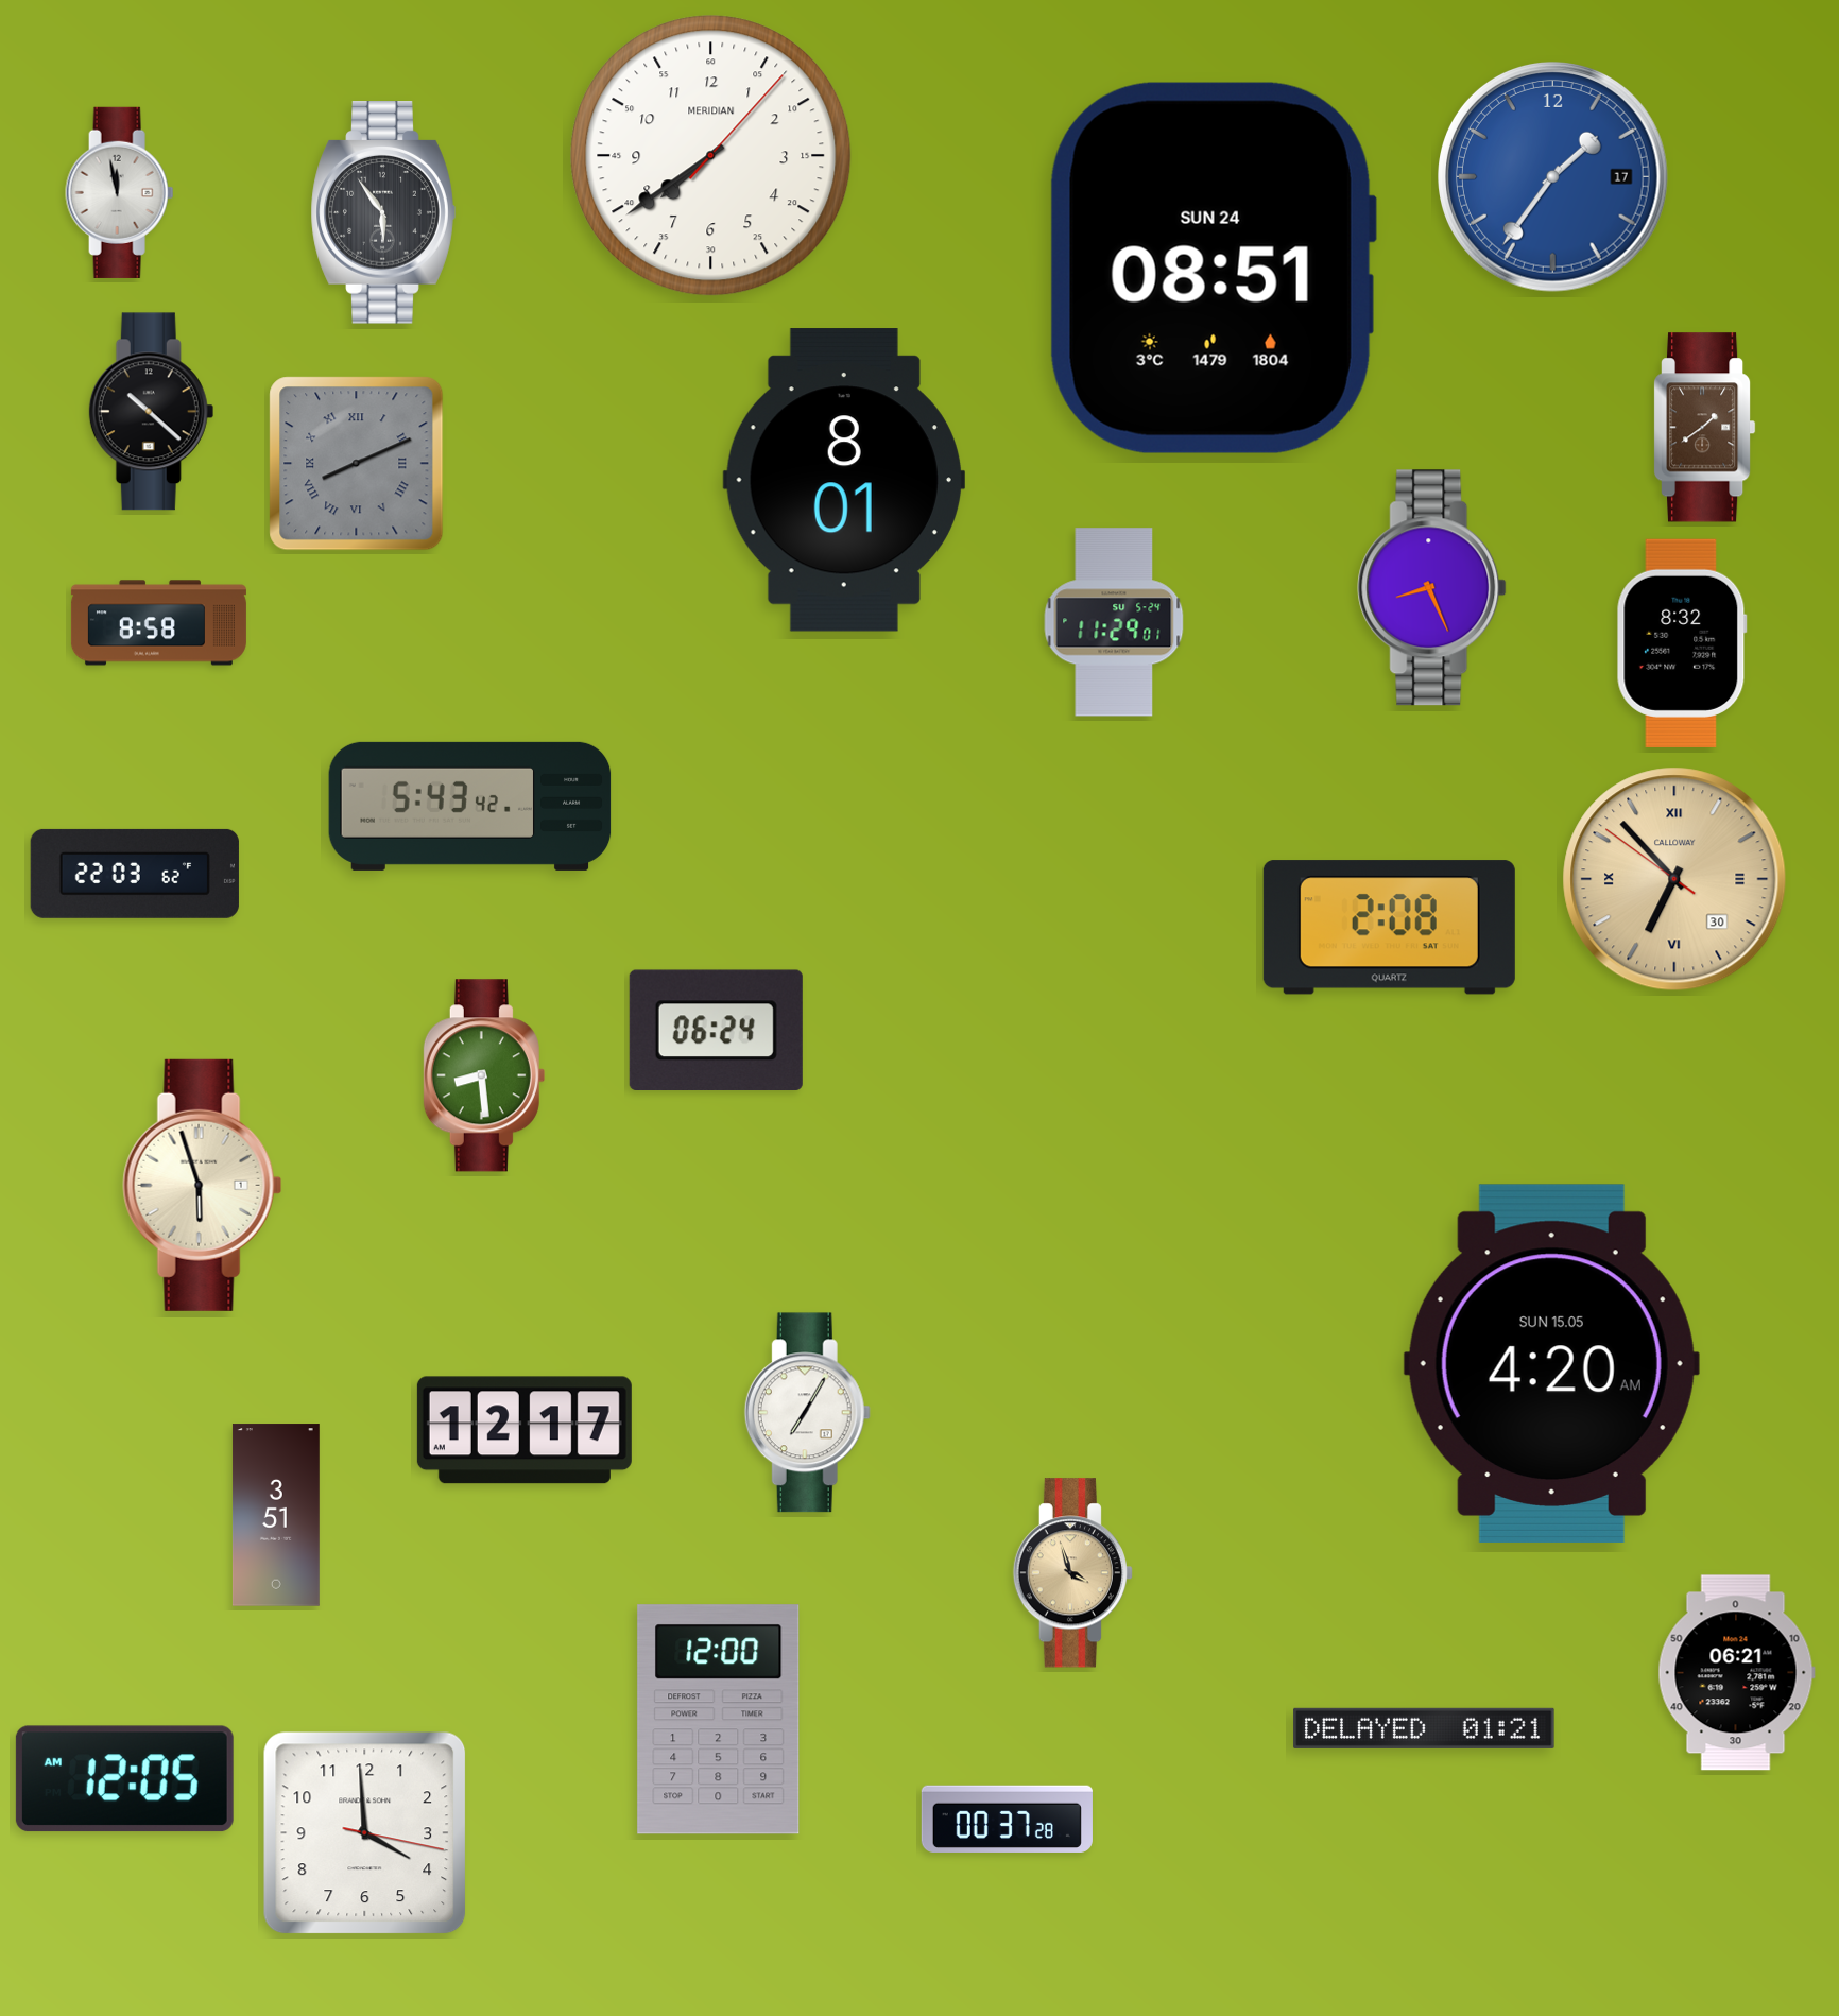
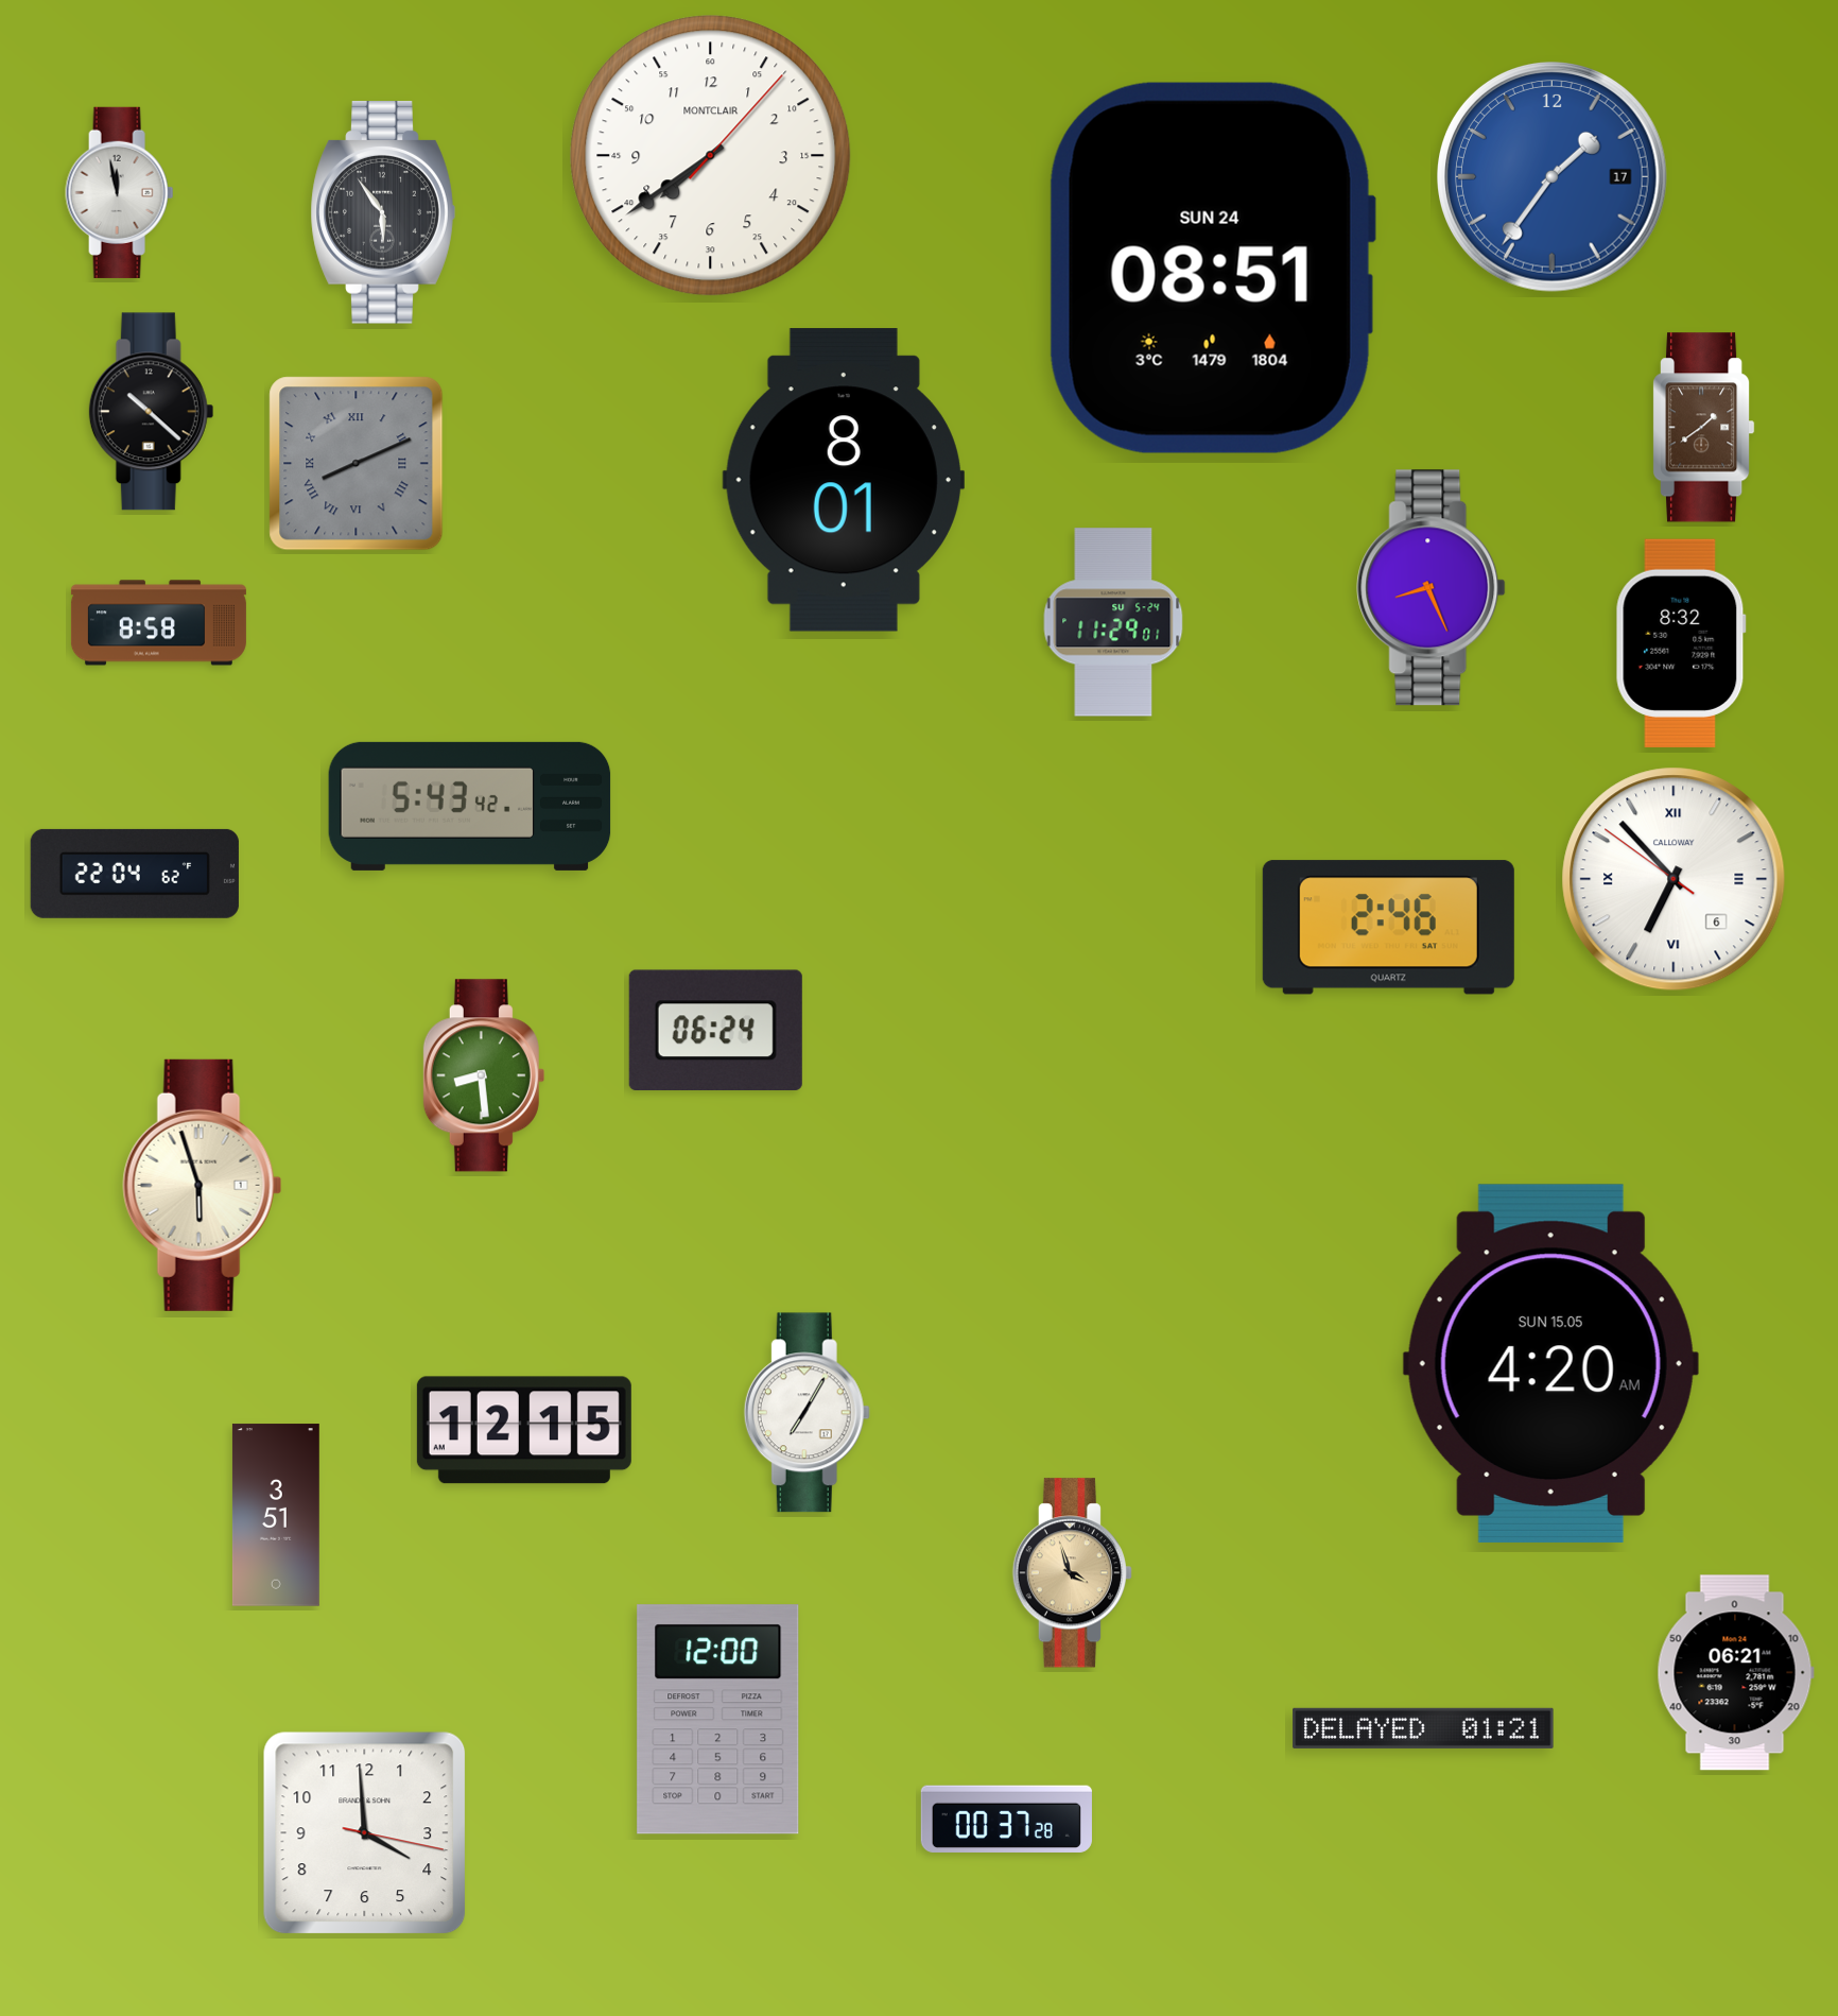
clock at (711, 156) brand: MERIDIAN -> MONTCLAIR
clock at (135, 874): 22:03 -> 22:04
clock at (1674, 879) date: 30 -> 6
clock at (1674, 879) dial: champagne -> white
clock at (1389, 928): 2:08 -> 2:46
clock at (525, 1430): 12:17 -> 12:15
clock at (124, 1779): 12:05 -> none
